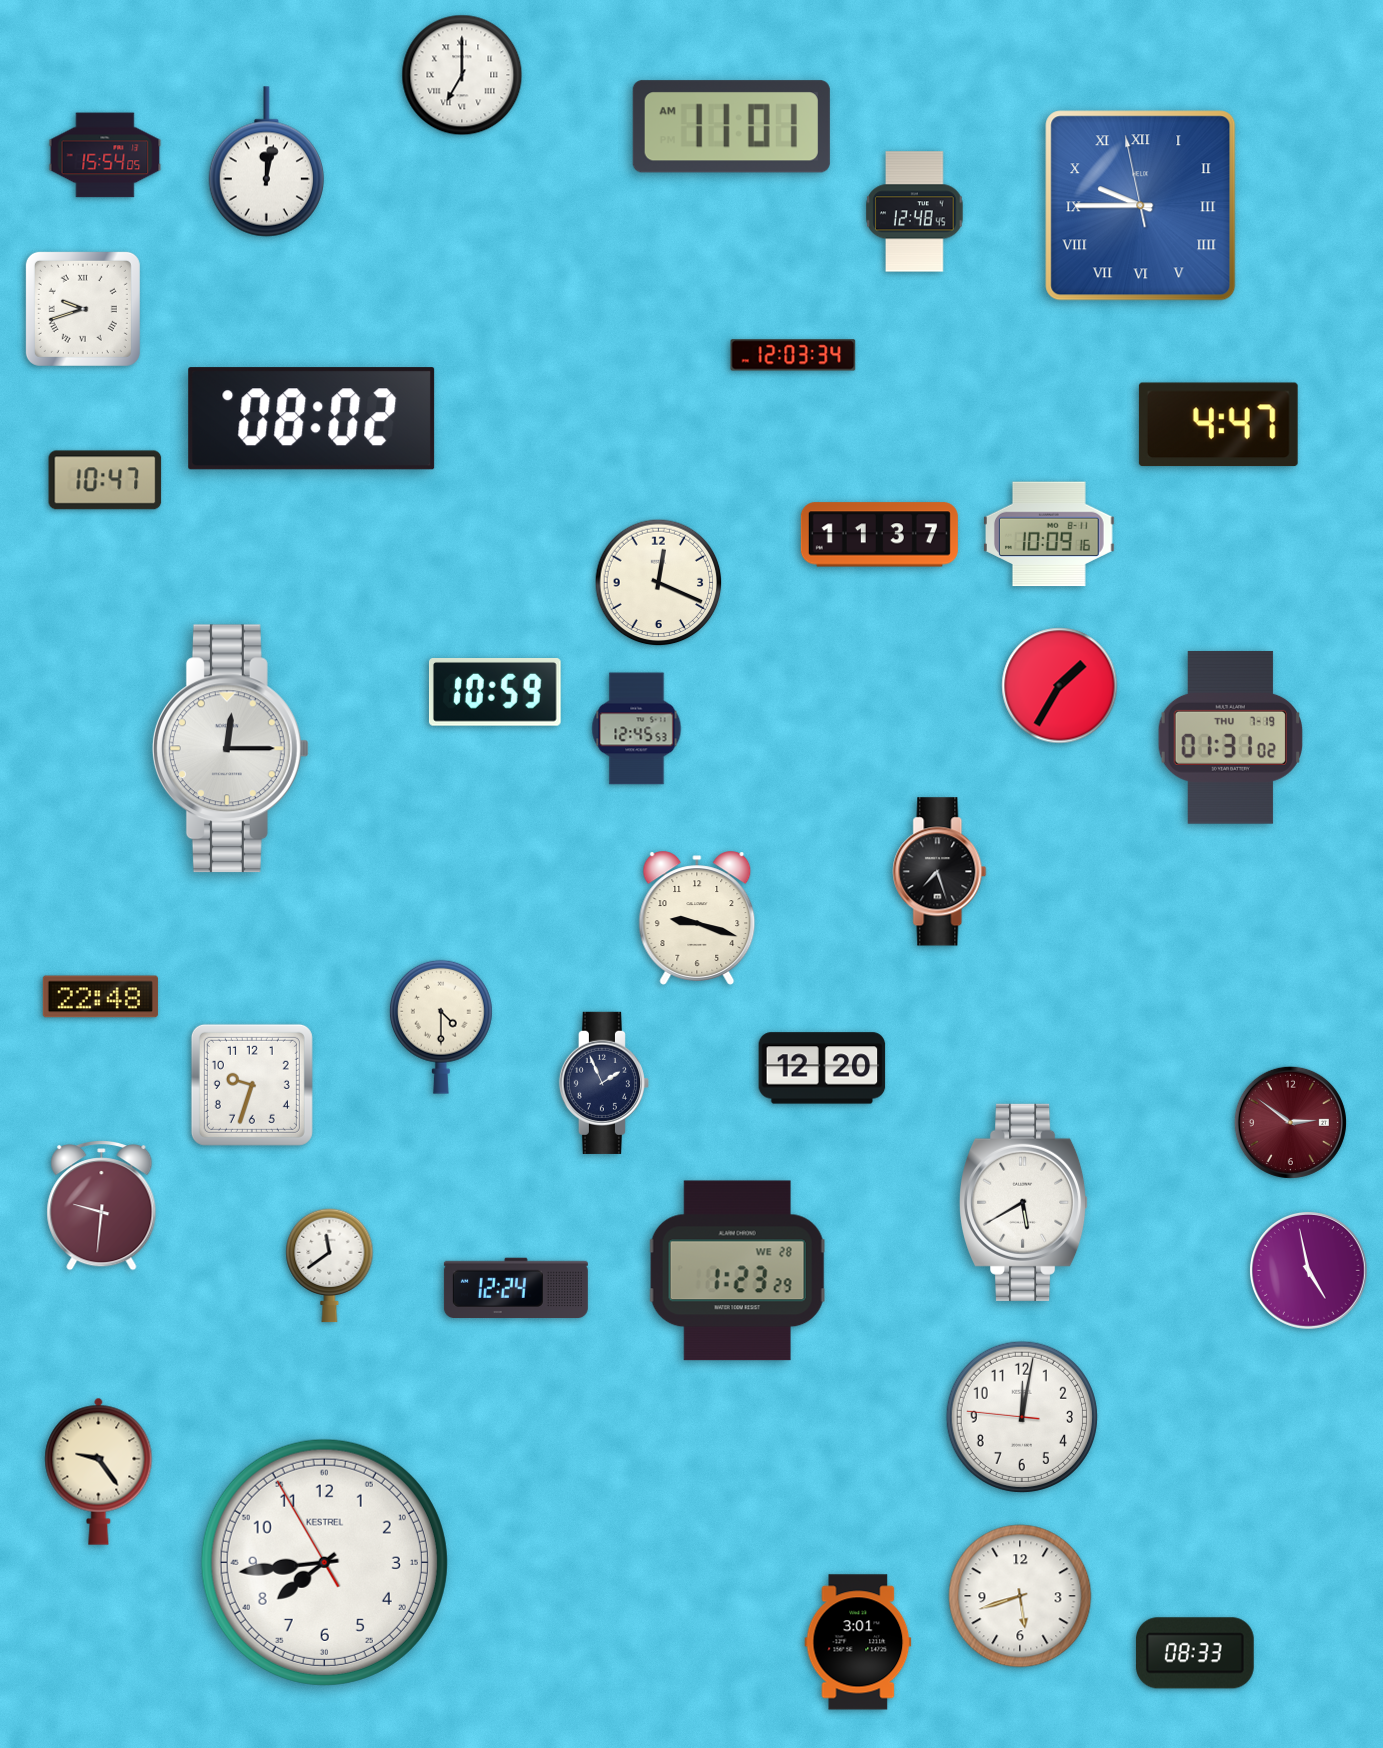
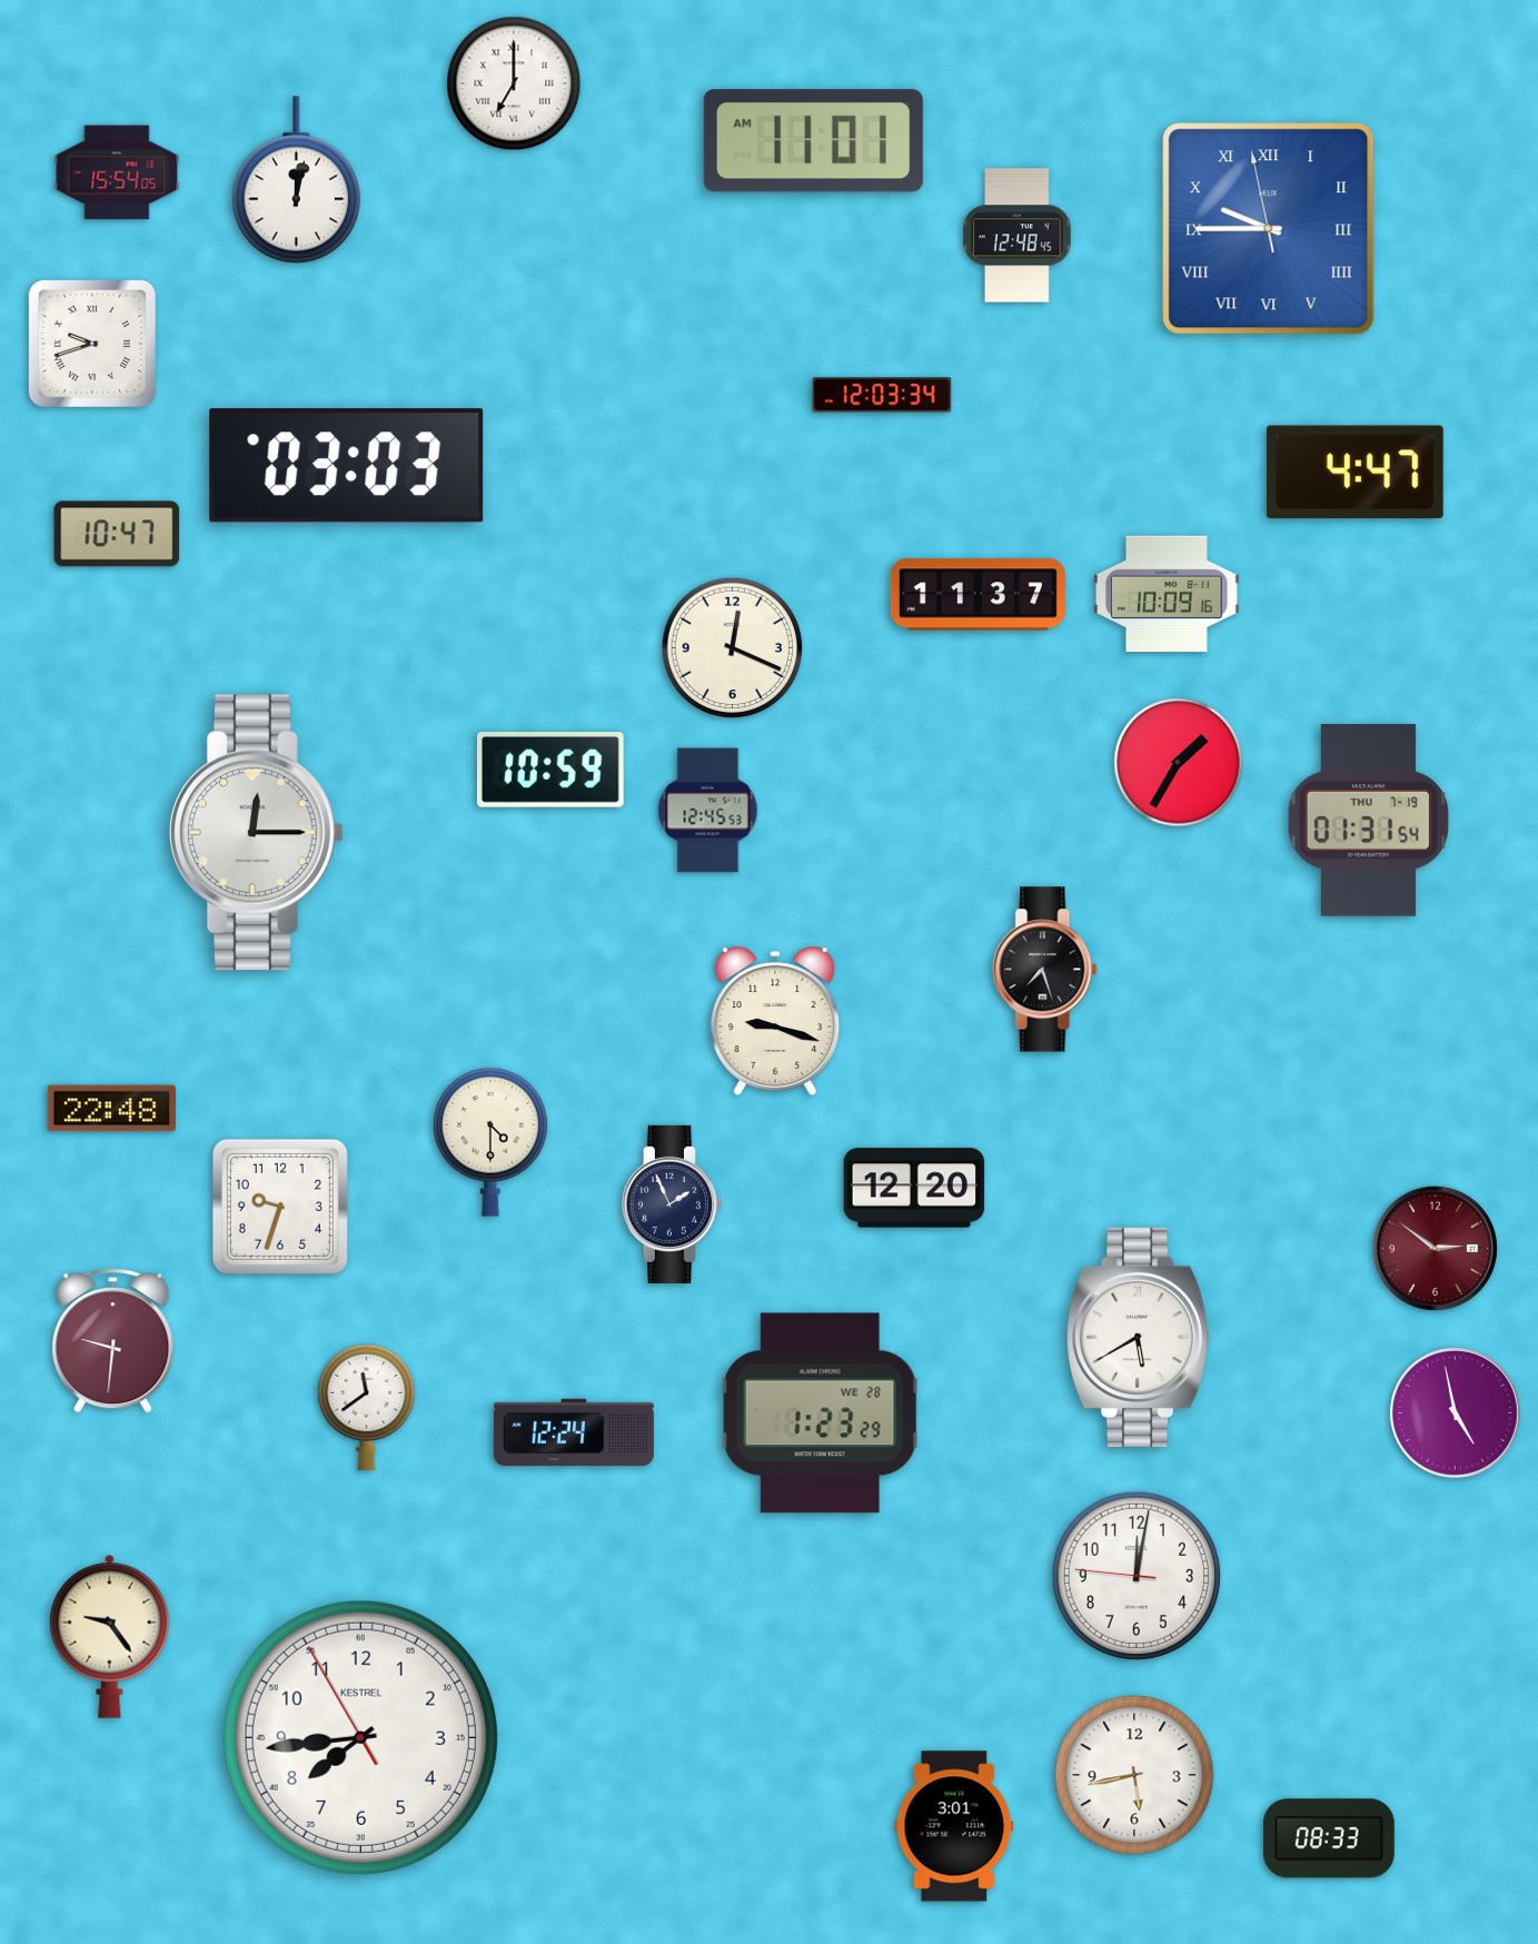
clock at (312, 419): 08:02 -> 03:03
clock at (1230, 737): 01:31:02 -> 01:31:54
clock at (1020, 1596): 5:42 -> 5:43
